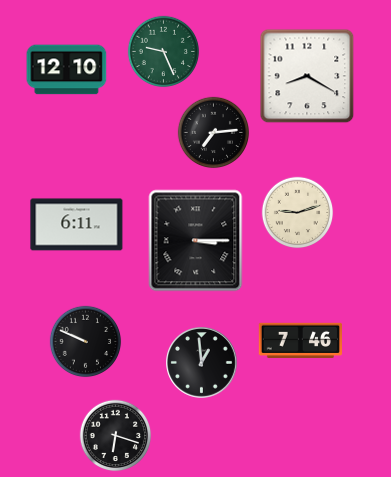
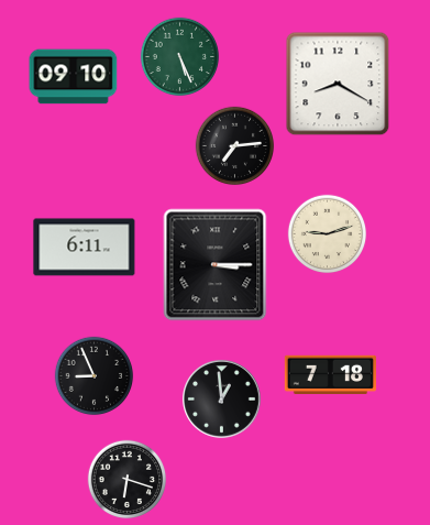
clock at (164, 52): 9:26 -> 5:26
clock at (67, 70): 12:10 -> 09:10
clock at (300, 340): 7:46 -> 7:18
clock at (86, 342): 9:49 -> 8:56
